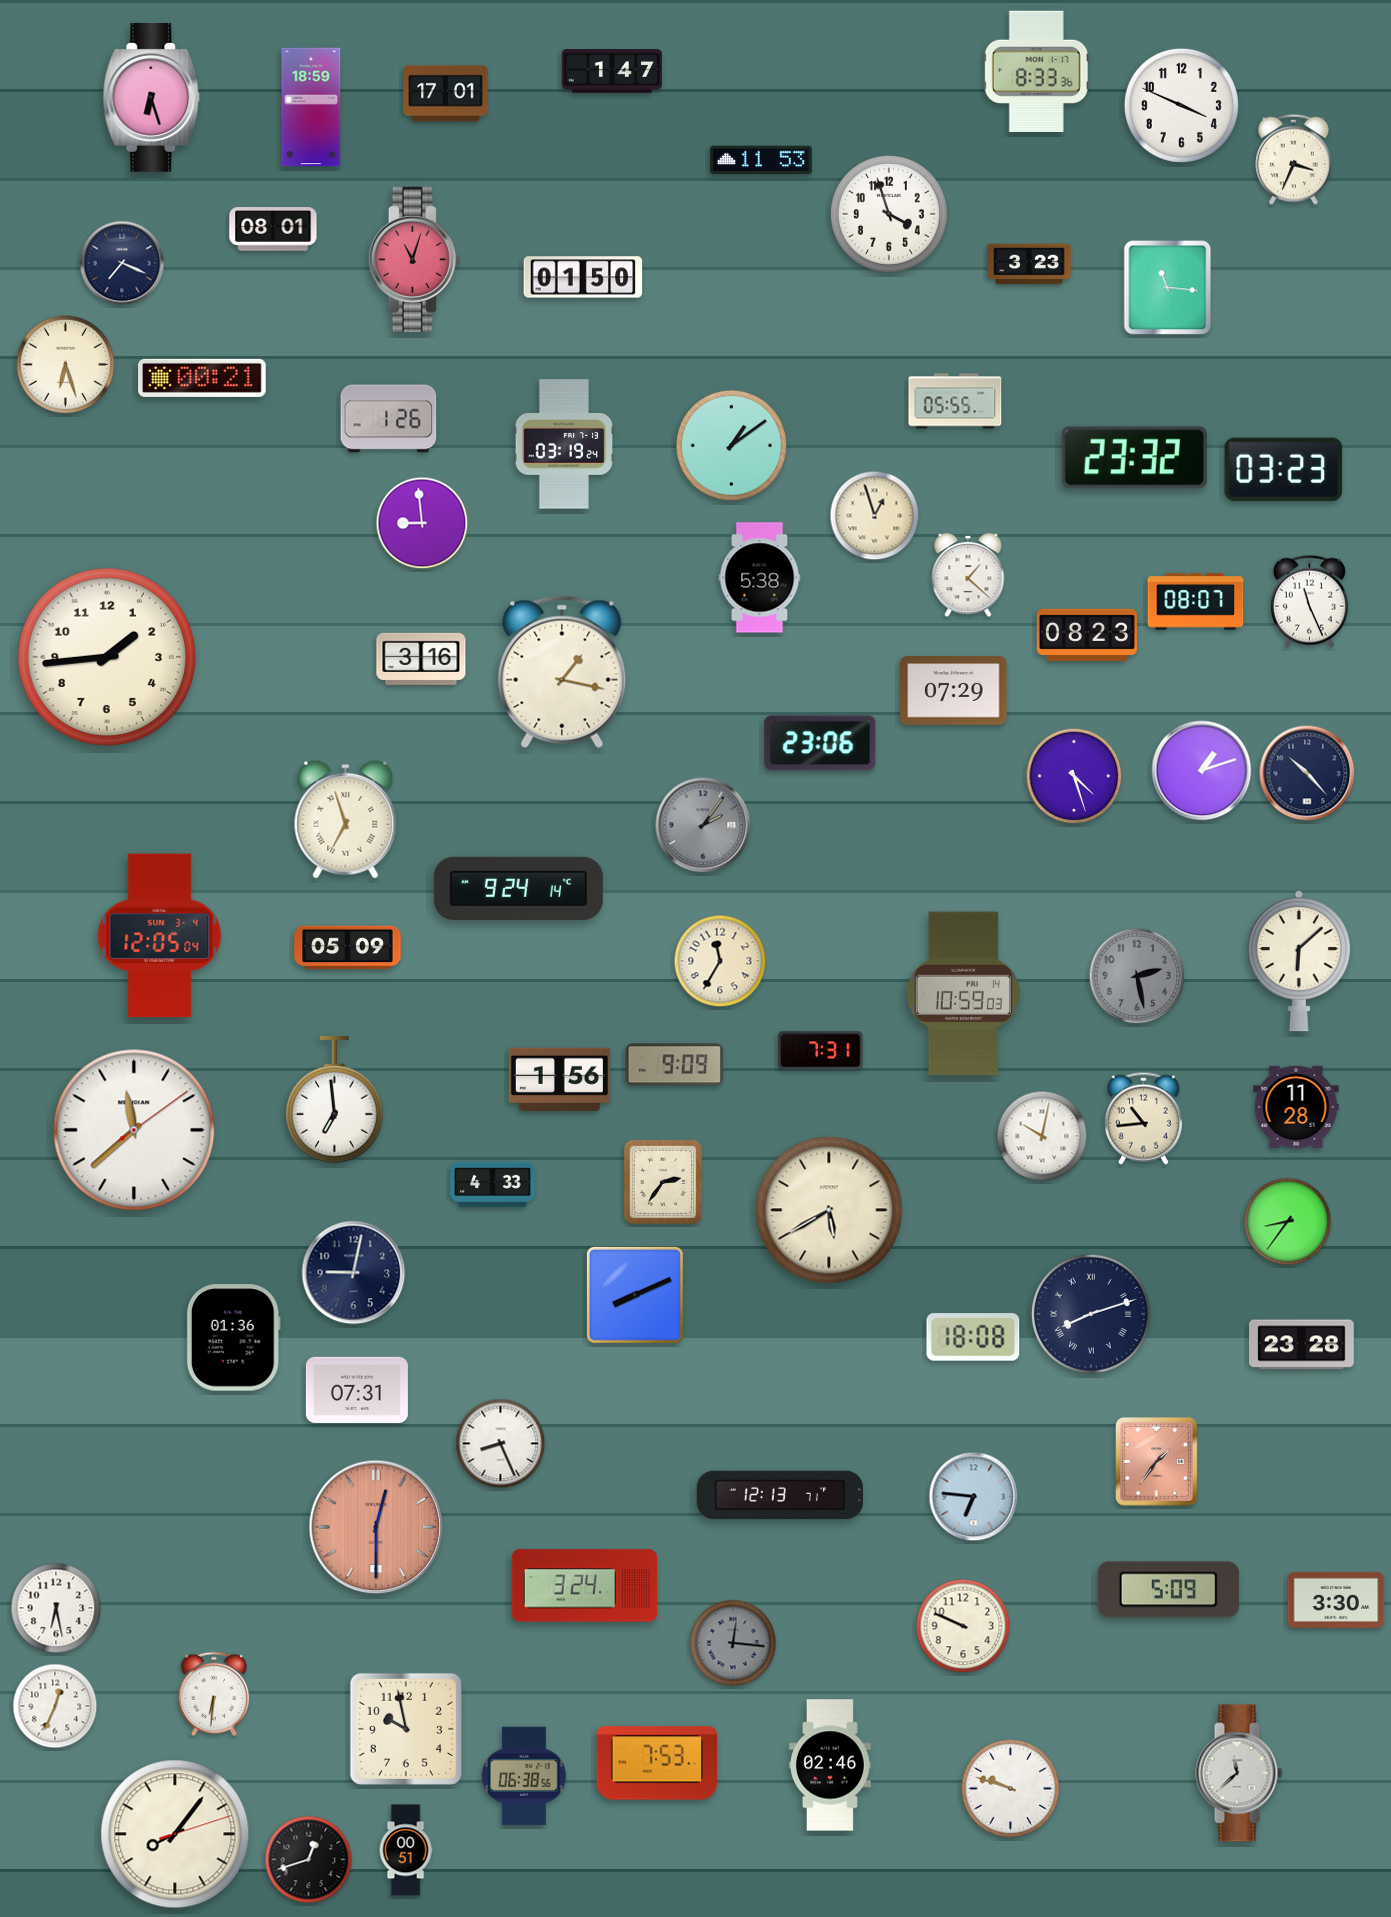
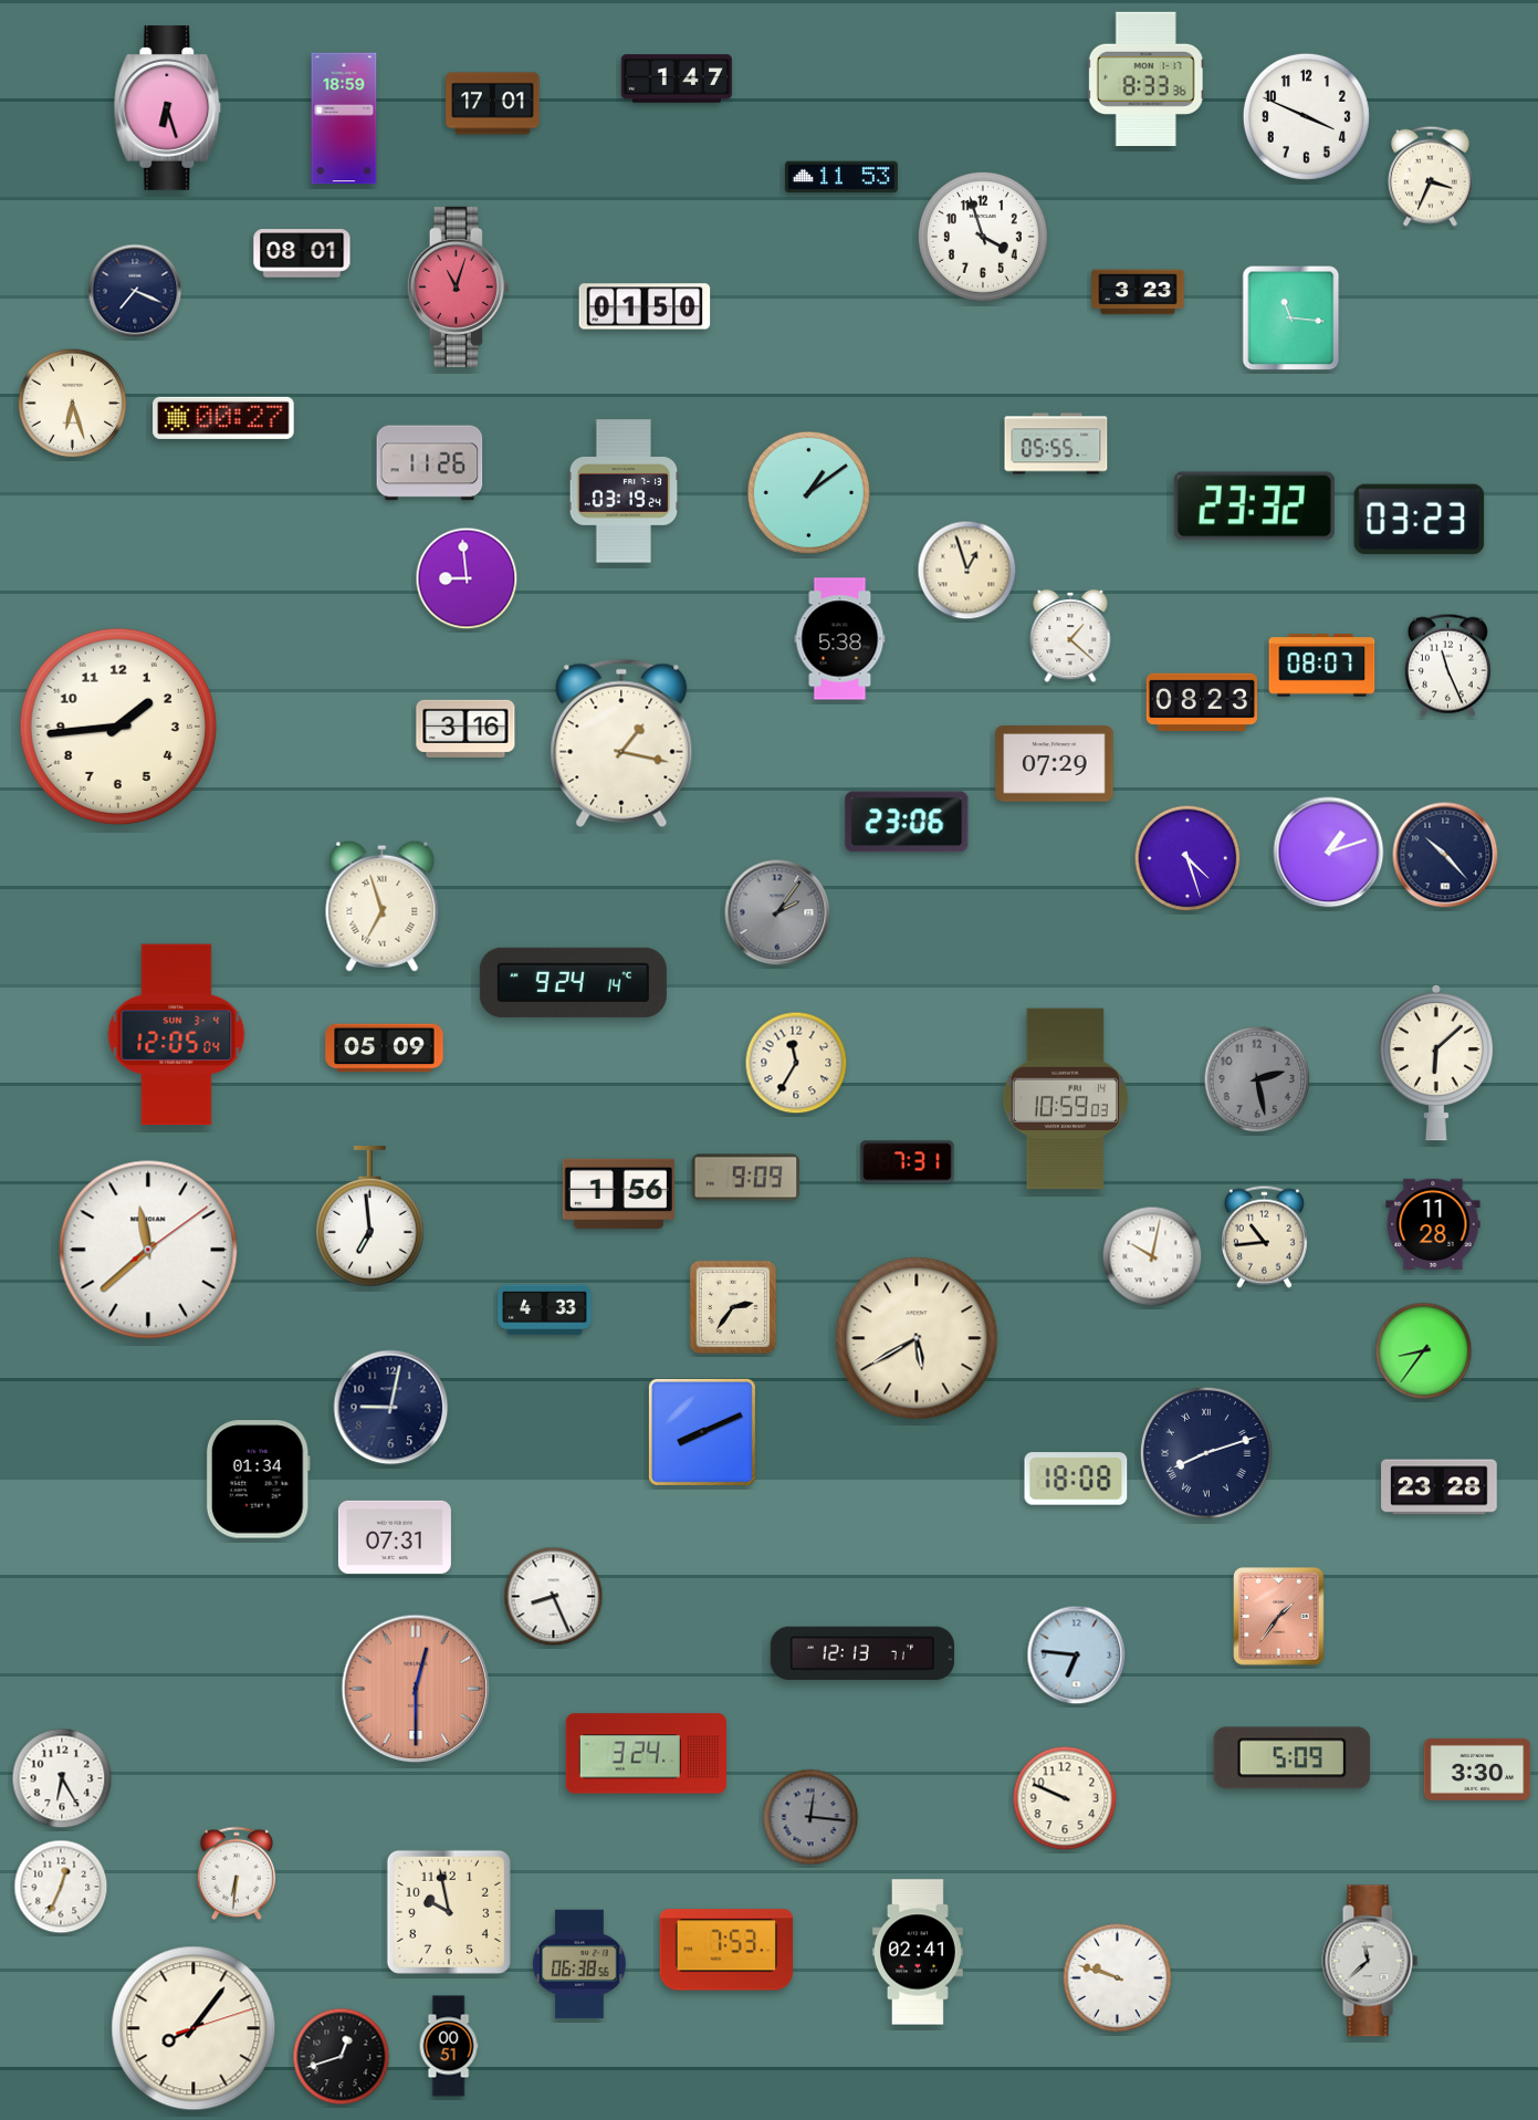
clock at (202, 378): 00:21 -> 00:27
clock at (389, 419): 1:26 -> 11:26
clock at (233, 1338): 01:36 -> 01:34
clock at (56, 1608): 6:28 -> 6:25
clock at (830, 1765): 02:46 -> 02:41
